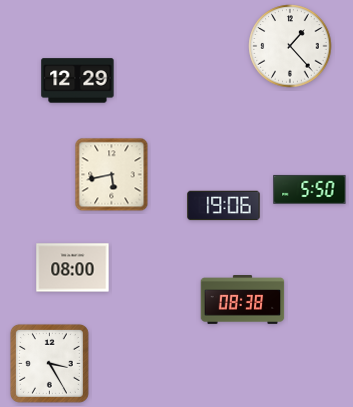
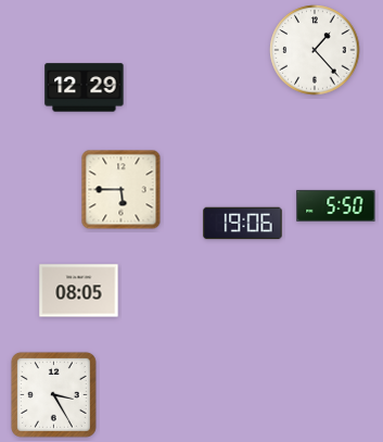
clock at (112, 175): 5:43 -> 5:45
clock at (73, 268): 08:00 -> 08:05
clock at (243, 300): 08:38 -> none
